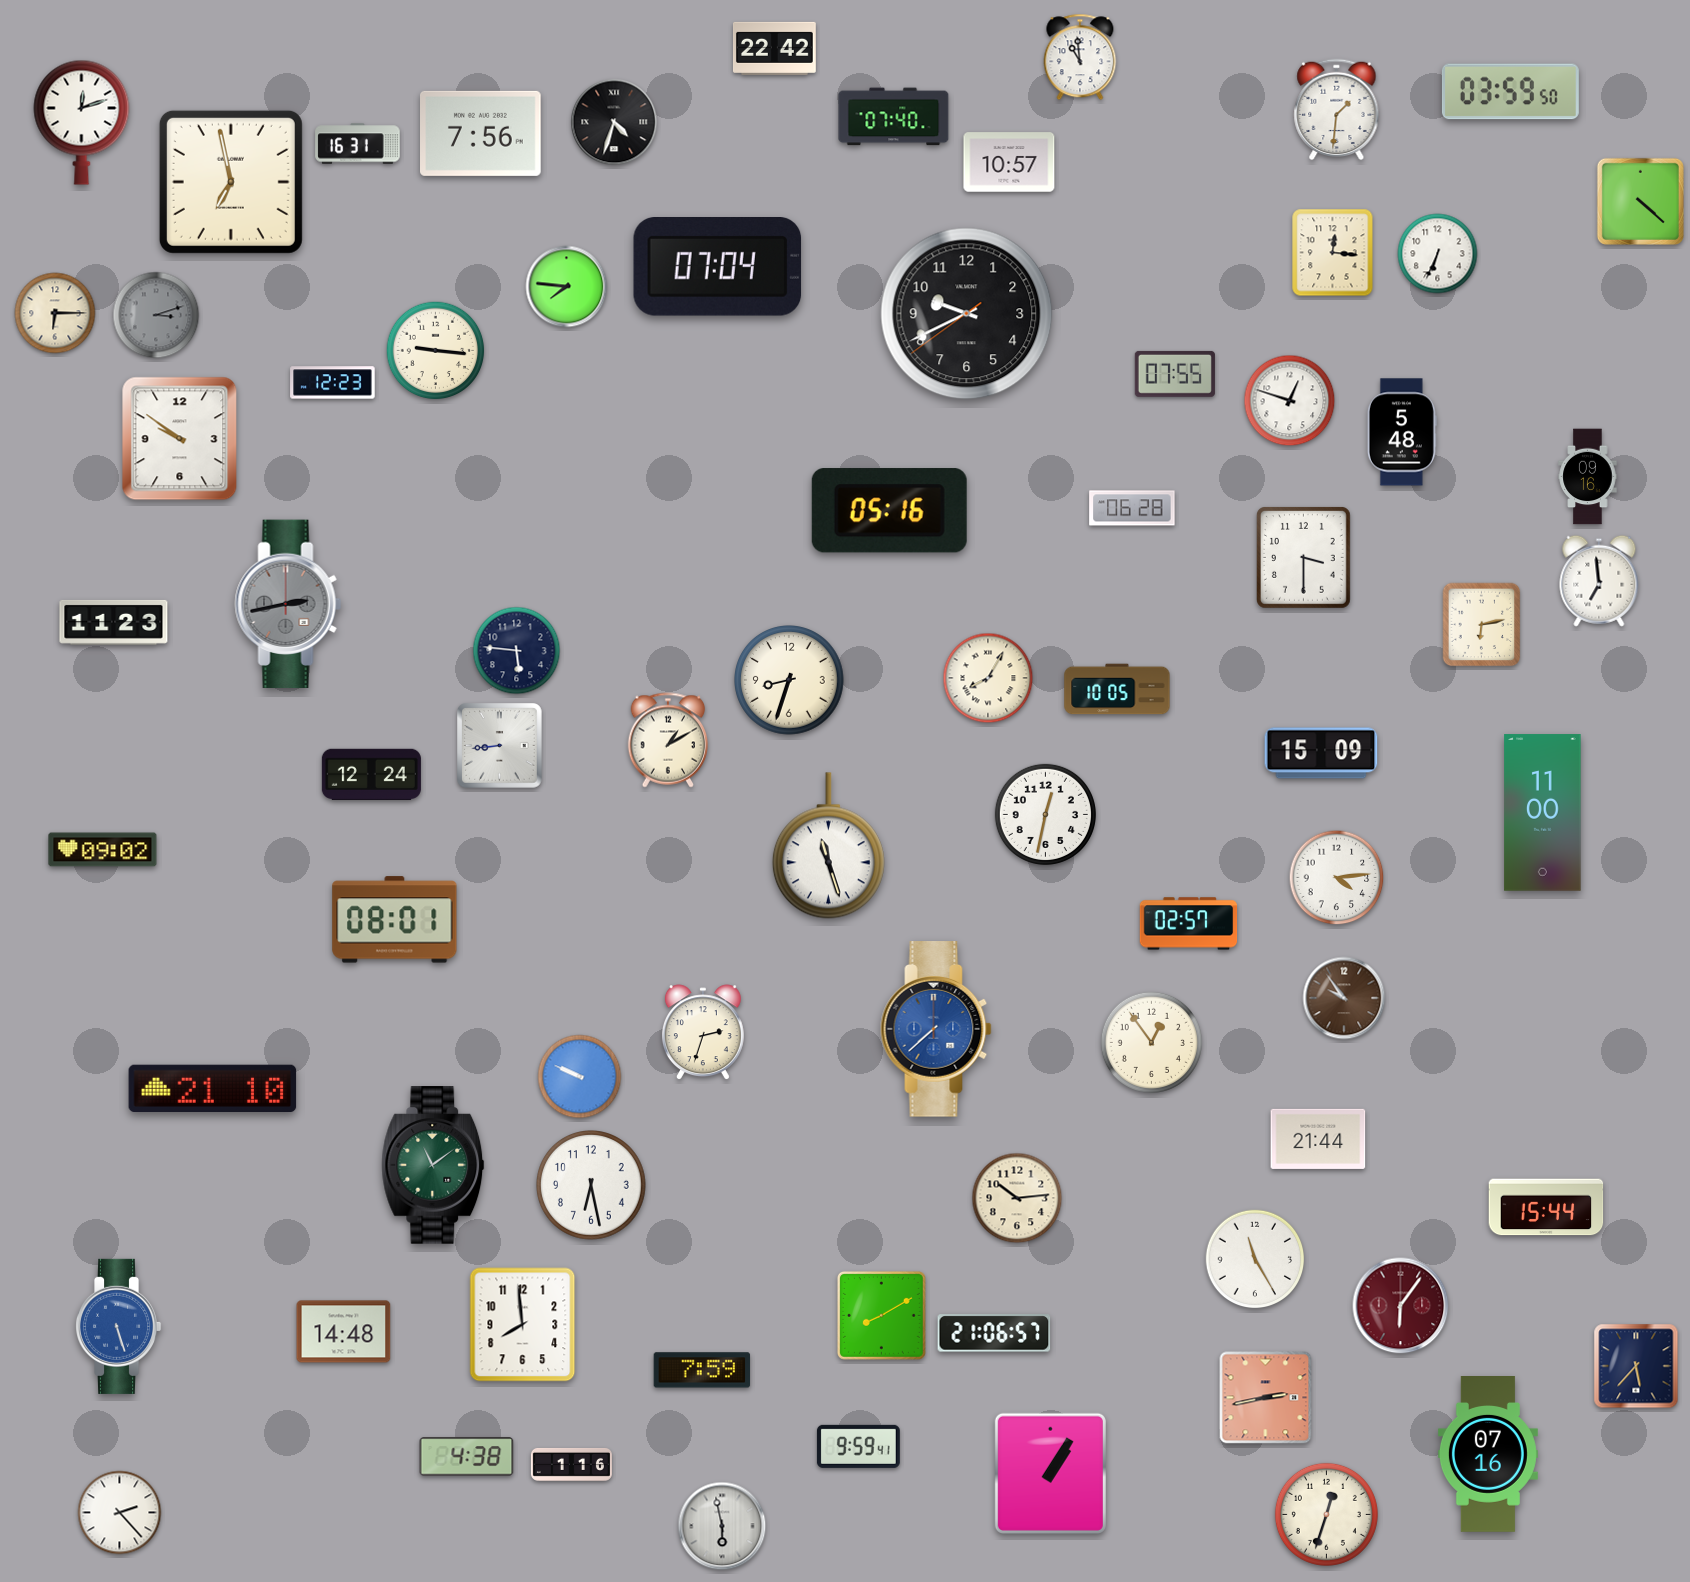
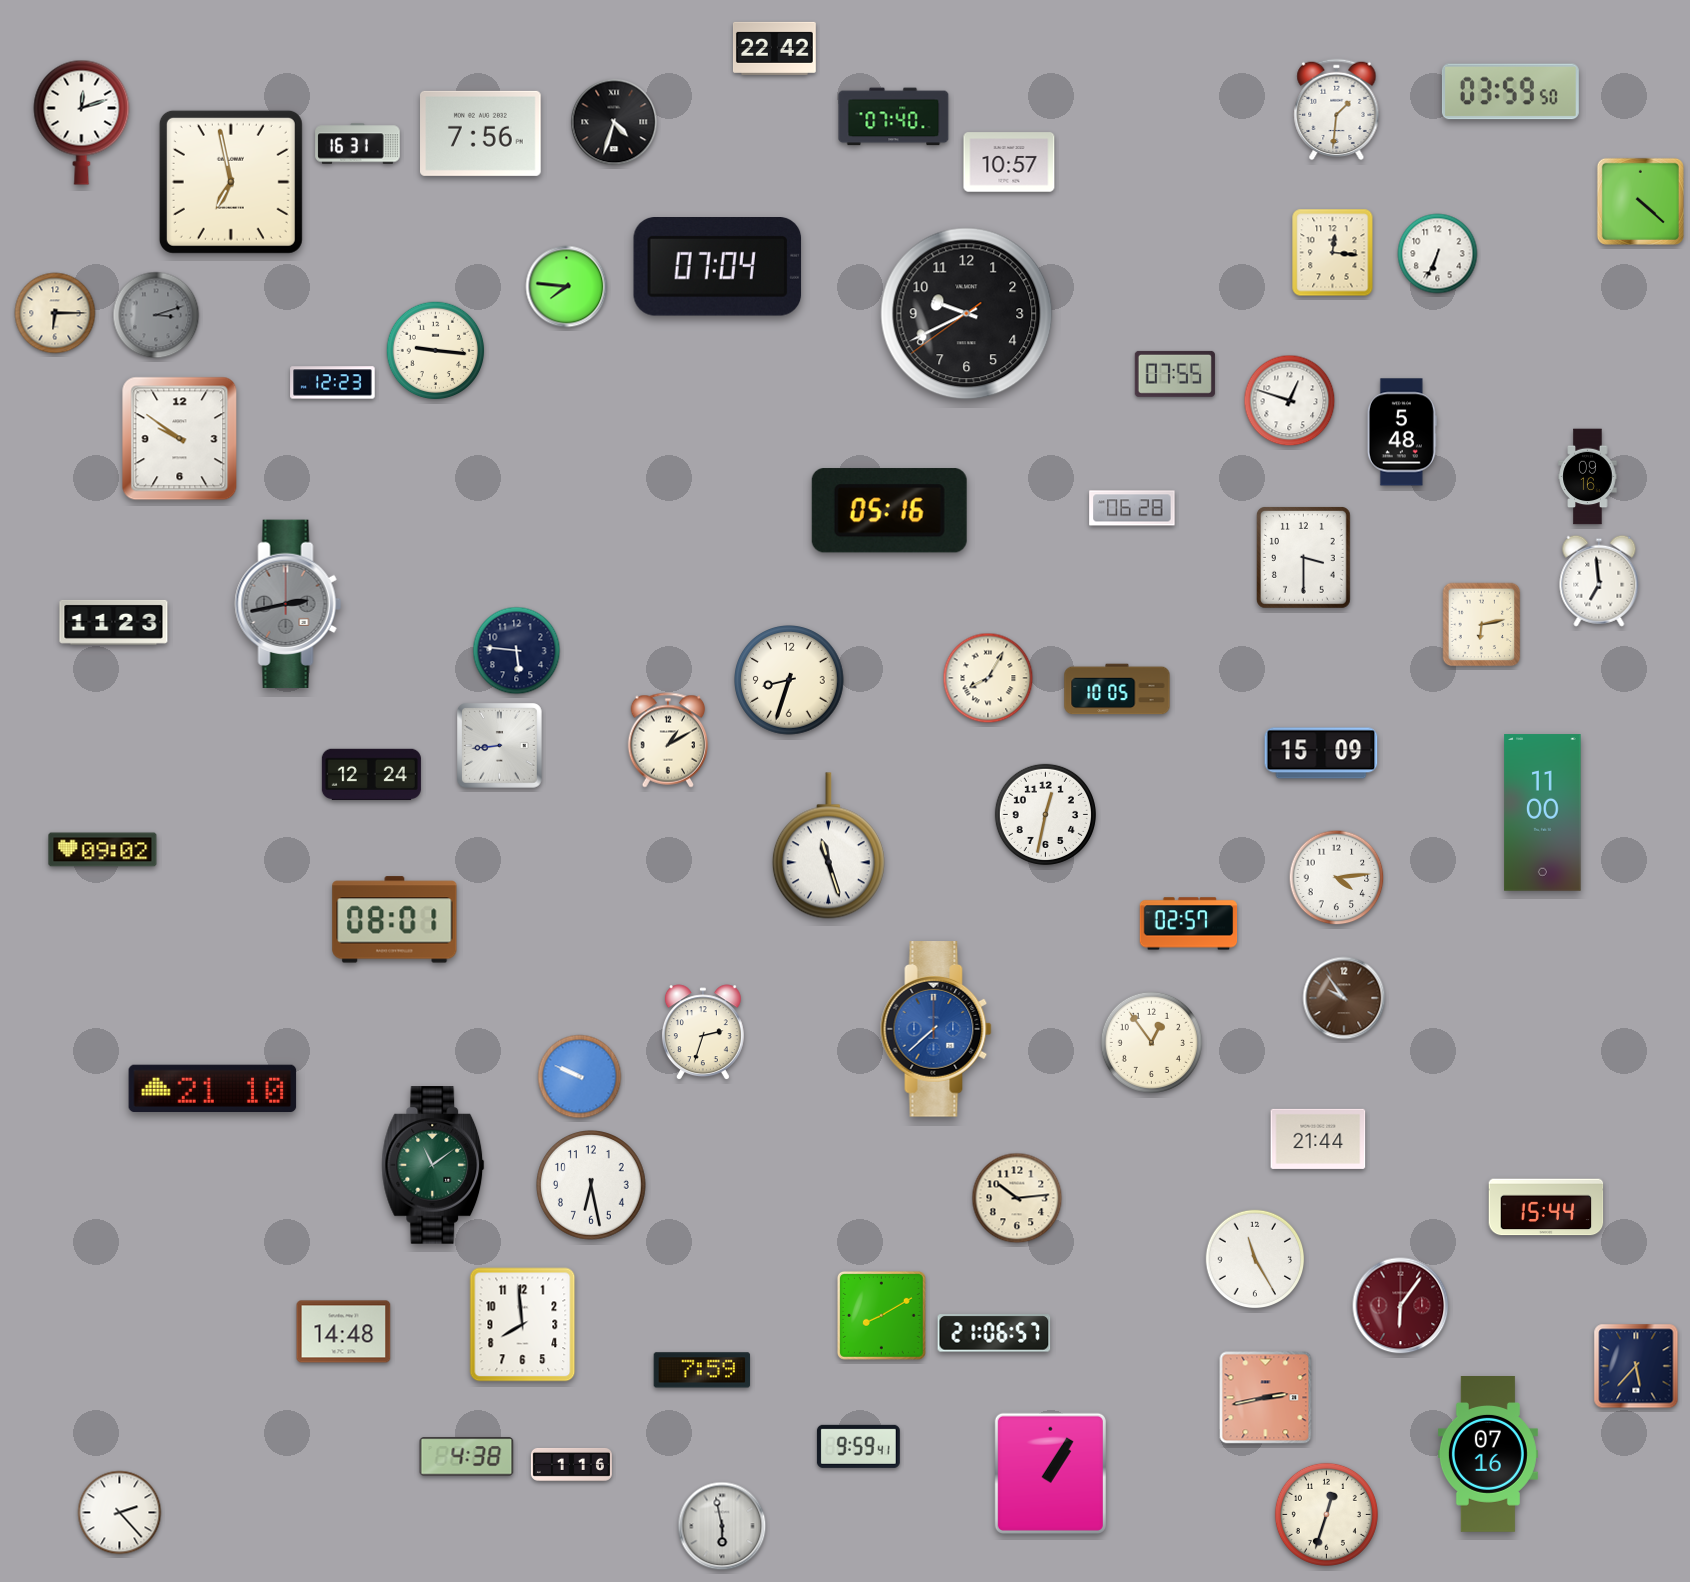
clock at (1080, 57): 10:59 -> none
clock at (119, 1326): 5:27 -> none
